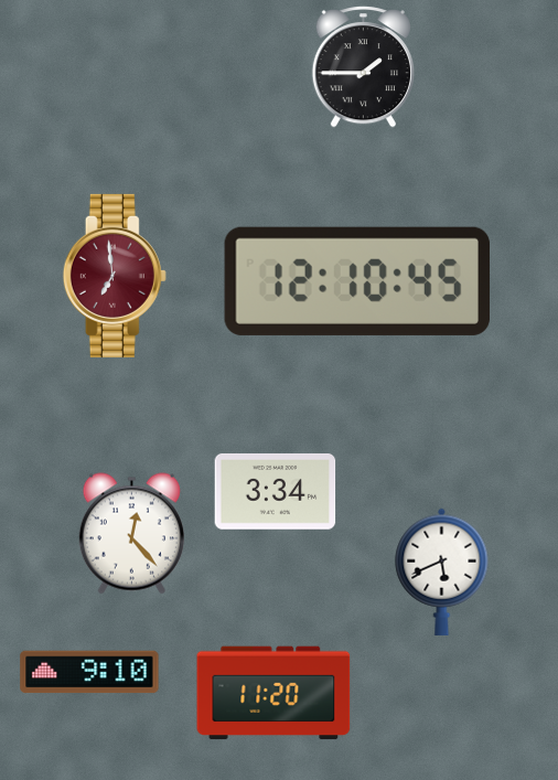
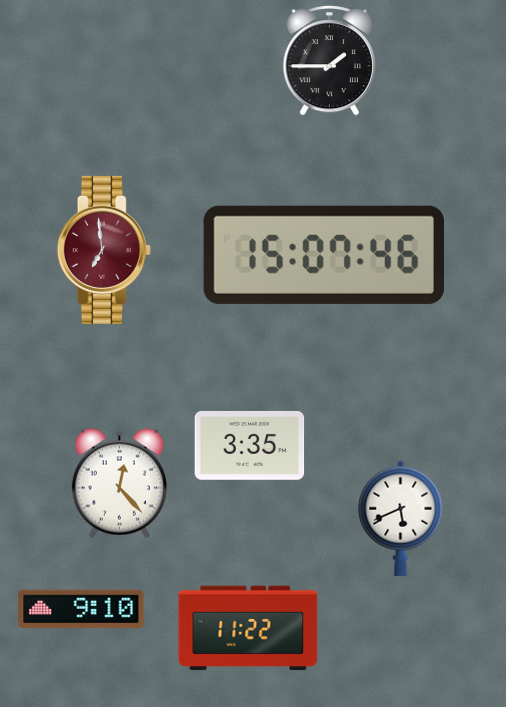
clock at (356, 281): 12:10 -> 15:07
clock at (276, 492): 3:34 -> 3:35
clock at (273, 693): 11:20 -> 11:22
